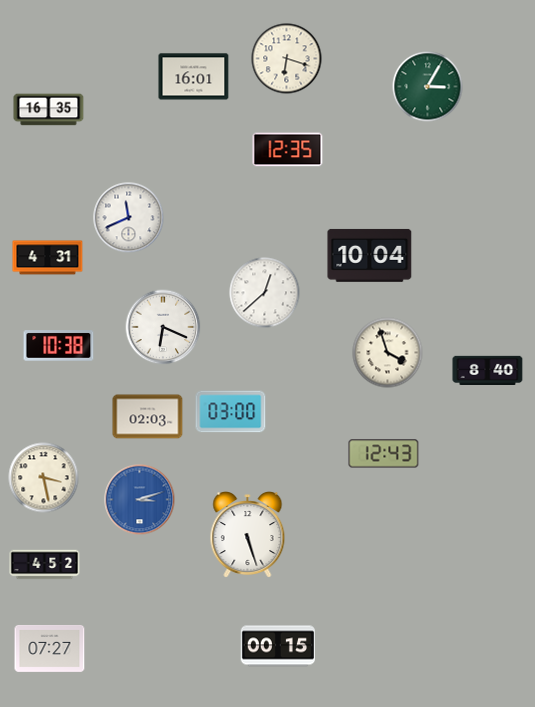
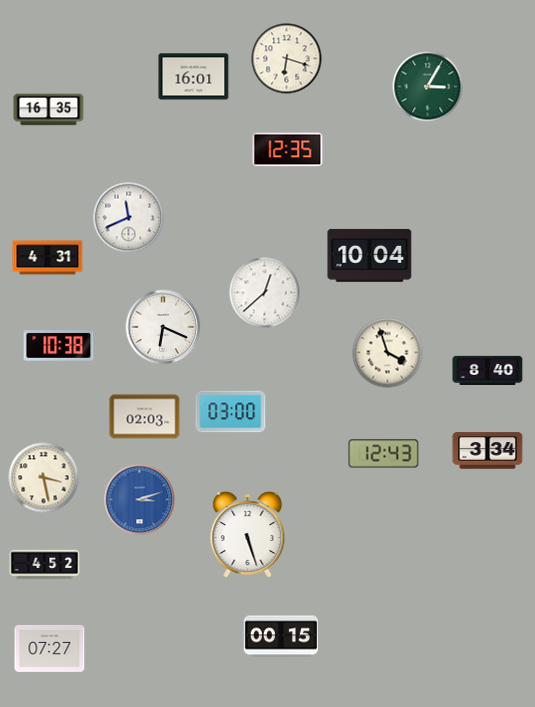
clock at (148, 417) position: (148, 417) -> (145, 417)
clock at (488, 451): none -> 3:34
clock at (277, 646) position: (277, 646) -> (280, 636)
